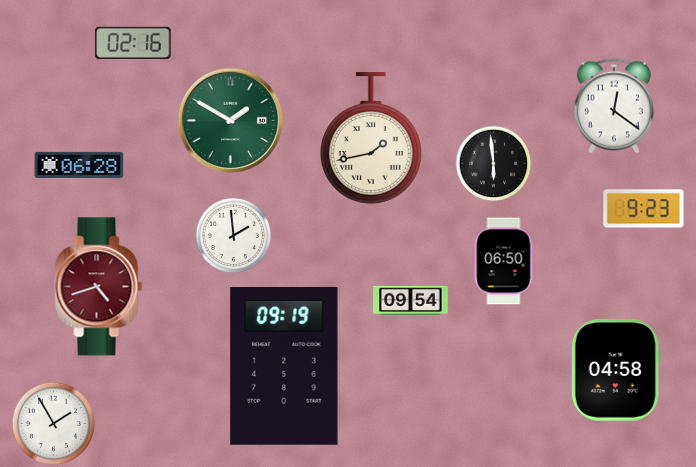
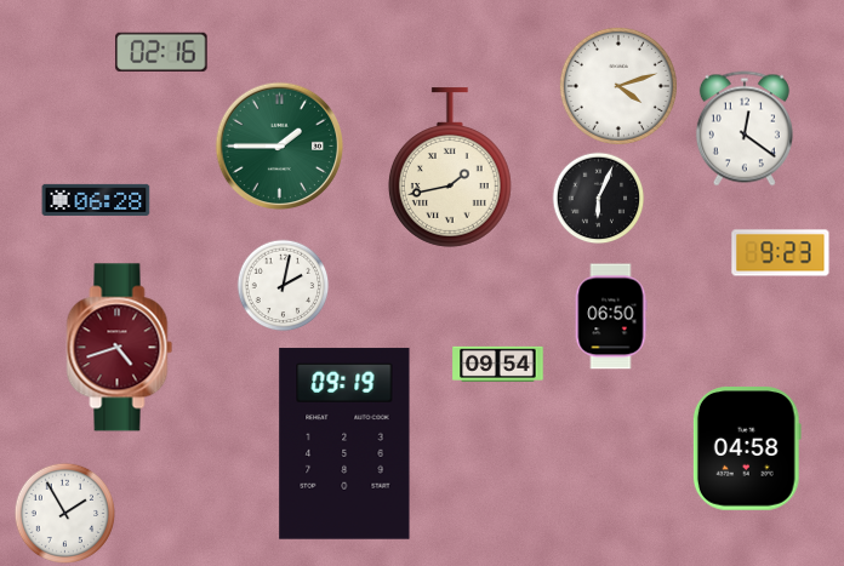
clock at (618, 86): none -> 4:12
clock at (231, 121): 1:50 -> 1:45
clock at (494, 164): 5:59 -> 6:04
clock at (234, 236): 1:59 -> 2:02
